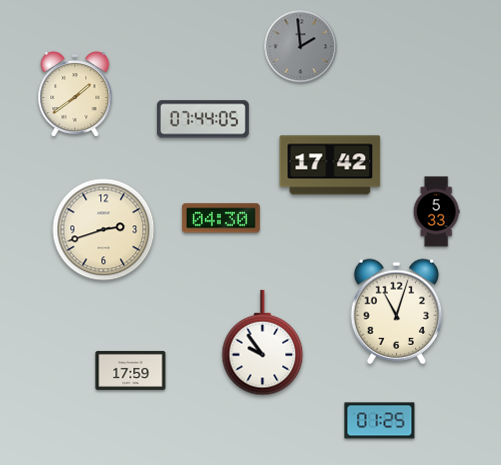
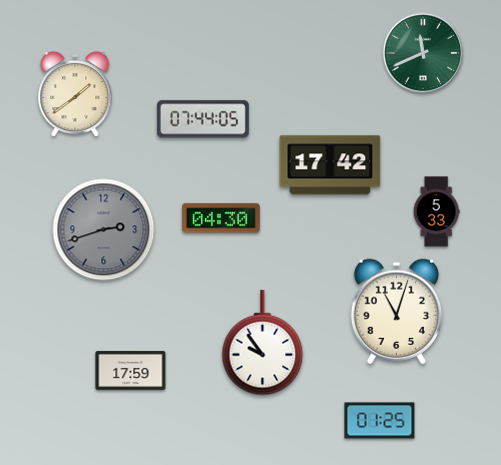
clock at (301, 47): 1:59 -> none
clock at (423, 53): none -> 11:41
clock at (104, 230) dial: cream -> grey
